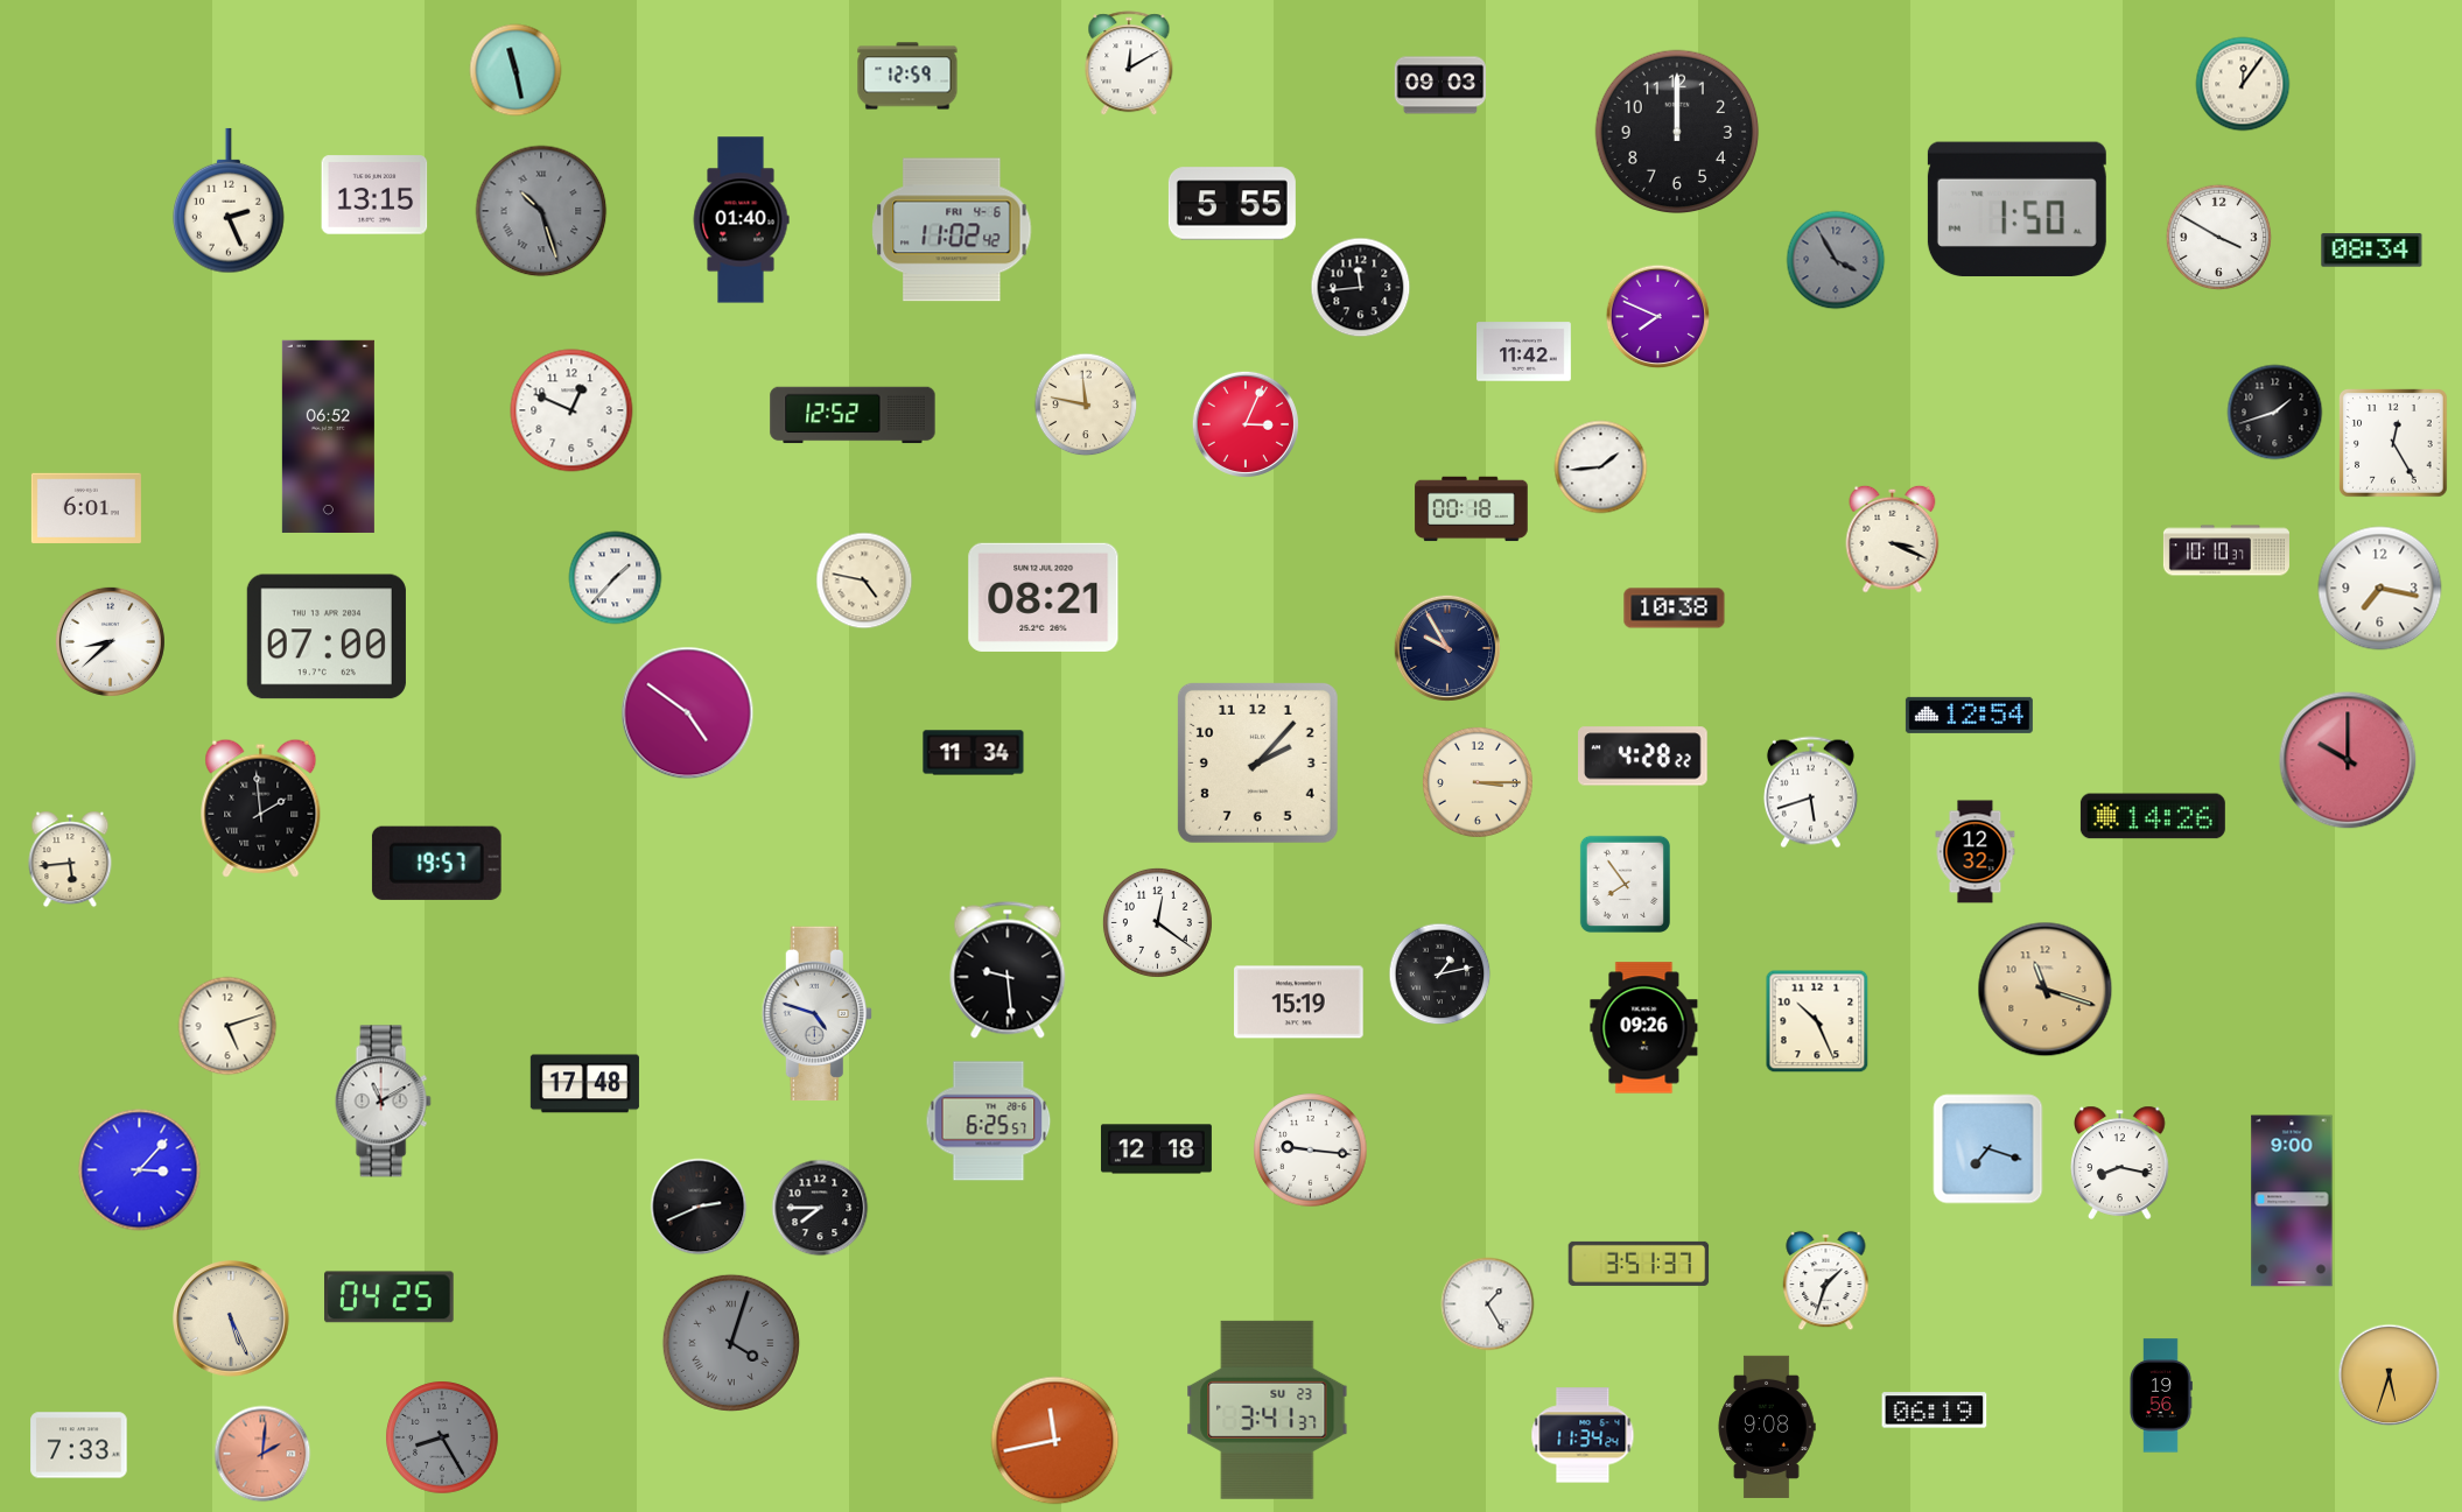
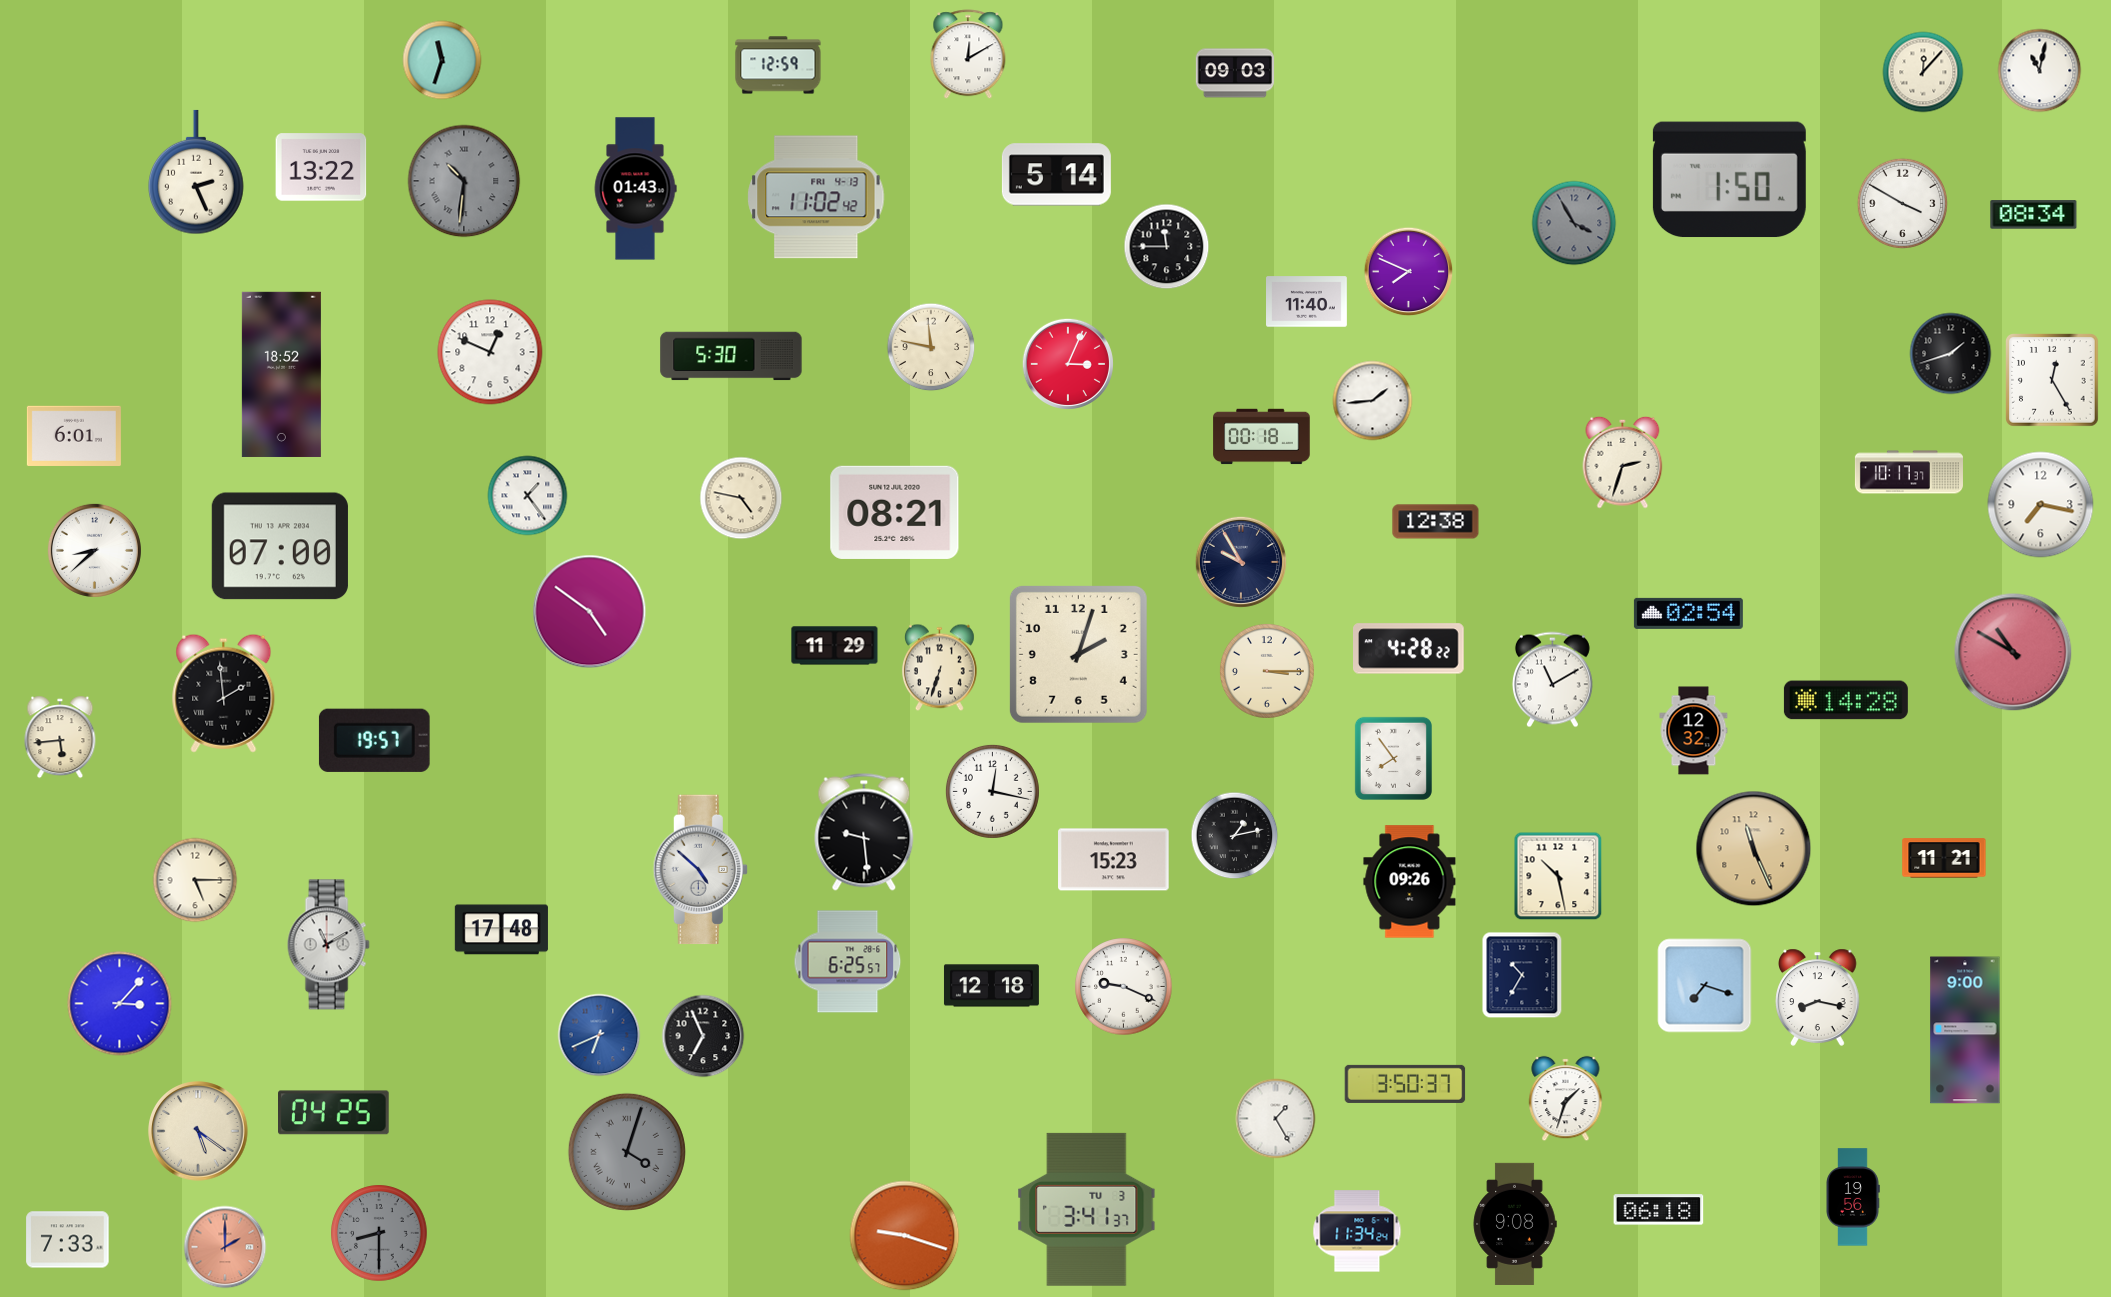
clock at (515, 70): 11:28 -> 11:33
clock at (2040, 71): none -> 11:02
clock at (2243, 84): 12:06 -> 12:07
clock at (1677, 132): 12:00 -> none
clock at (374, 195): 13:15 -> 13:22
clock at (1232, 204): 5:55 -> 5:14
clock at (541, 211): 10:27 -> 10:31
clock at (741, 220): 01:40 -> 01:43
clock at (952, 230) date: FRI 4-6 -> FRI 4-13
clock at (1361, 288): 11:44 -> 11:45
clock at (1658, 317) position: (1658, 317) -> (1409, 272)
clock at (1524, 352): 11:42 -> 11:40
clock at (853, 415): 12:52 -> 5:30
clock at (328, 436): 06:52 -> 18:52
clock at (1893, 539): 3:19 -> 2:33
clock at (2226, 550): 10:10 -> 10:17
clock at (616, 578): 1:37 -> 1:24
clock at (1675, 609): 10:38 -> 12:38
clock at (1447, 648) position: (1447, 648) -> (1241, 562)
clock at (1969, 715): 12:54 -> 02:54
clock at (974, 753): 11:34 -> 11:29
clock at (2348, 760): 10:00 -> 10:50
clock at (1257, 762): 2:07 -> 2:03
clock at (939, 668): none -> 6:33
clock at (1810, 793): 5:42 -> 11:10
clock at (2153, 816): 14:26 -> 14:28
clock at (1157, 922): 12:21 -> 12:17
clock at (2046, 990): 11:18 -> 11:26
clock at (1944, 858): none -> 11:21
clock at (1299, 1003): 15:19 -> 15:23
clock at (816, 1014): 4:48 -> 4:52
clock at (1817, 1021): 10:26 -> 10:28
clock at (227, 1026): 5:12 -> 5:15
clock at (1522, 975): none -> 10:35
clock at (1311, 1151): 9:16 -> 9:19
clock at (699, 1207): 2:41 -> 6:41
clock at (699, 1207) dial: black -> blue
clock at (820, 1208): 7:45 -> 6:56
clock at (1639, 1264): 3:51 -> 3:50
clock at (231, 1318): 5:26 -> 5:21
clock at (2390, 1376): 5:33 -> none
clock at (1268, 1409) date: SU 23 -> TU 3
clock at (1935, 1411): 06:19 -> 06:18
clock at (442, 1437): 8:25 -> 8:30
clock at (1055, 1441): 11:43 -> 9:18
clock at (262, 1454): 2:01 -> 2:00
